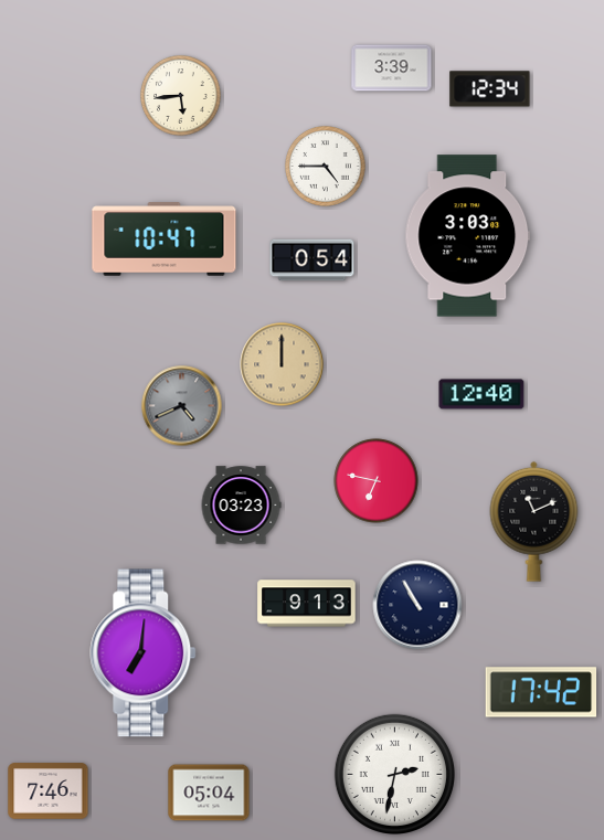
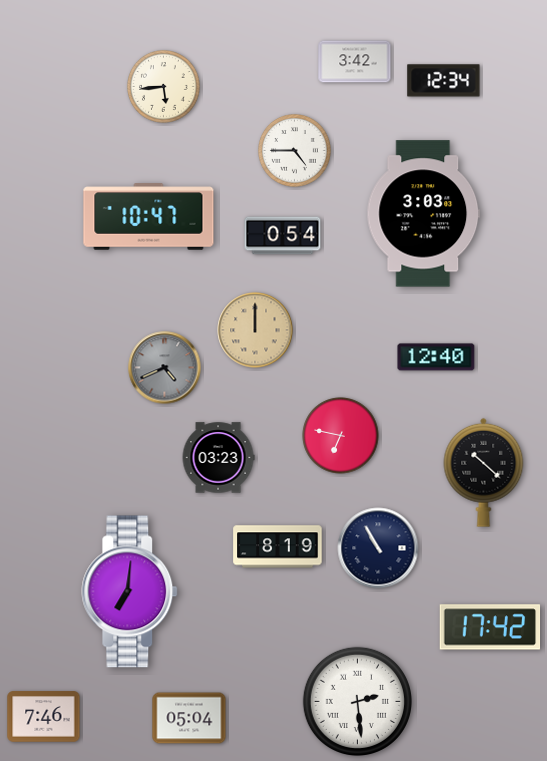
clock at (392, 68): 3:39 -> 3:42
clock at (534, 521): 11:11 -> 10:22
clock at (307, 604): 9:13 -> 8:19
clock at (394, 774): 2:32 -> 2:29
